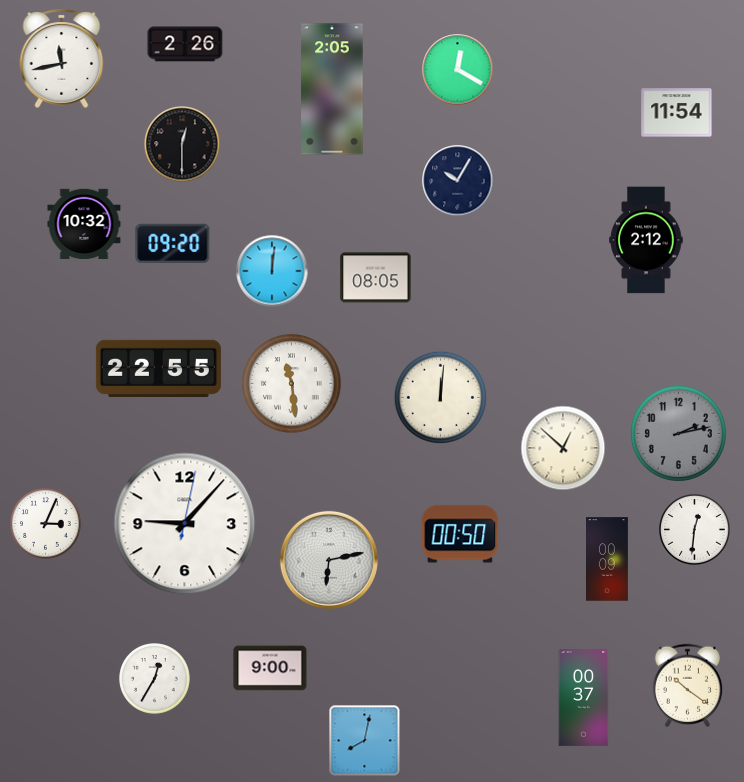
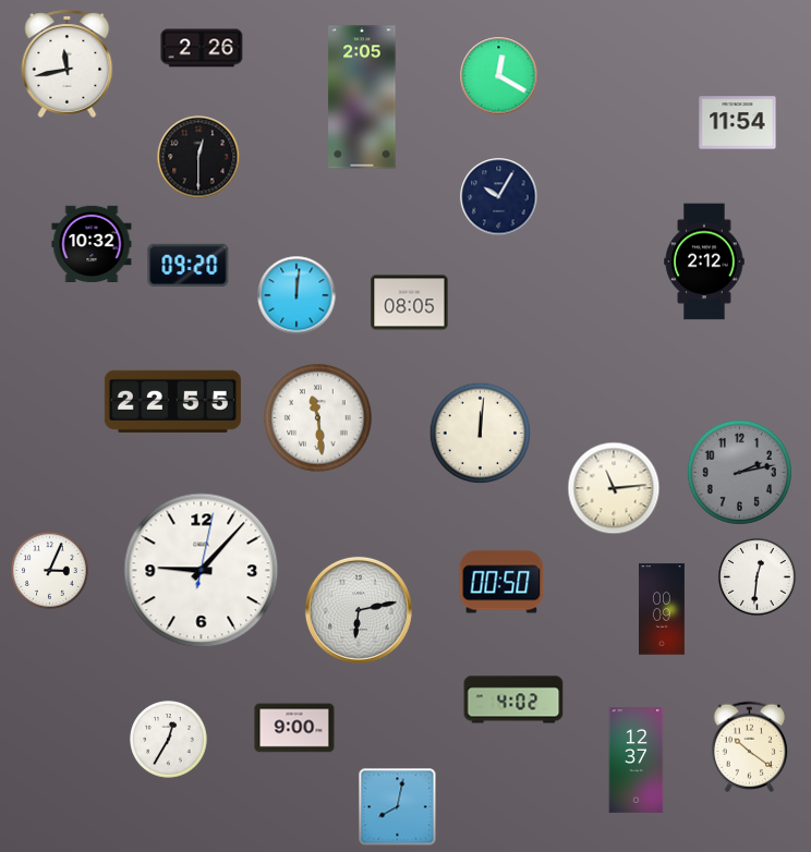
clock at (563, 448): 12:52 -> 11:14
clock at (513, 699): none -> 4:02
clock at (584, 698): 00:37 -> 12:37
